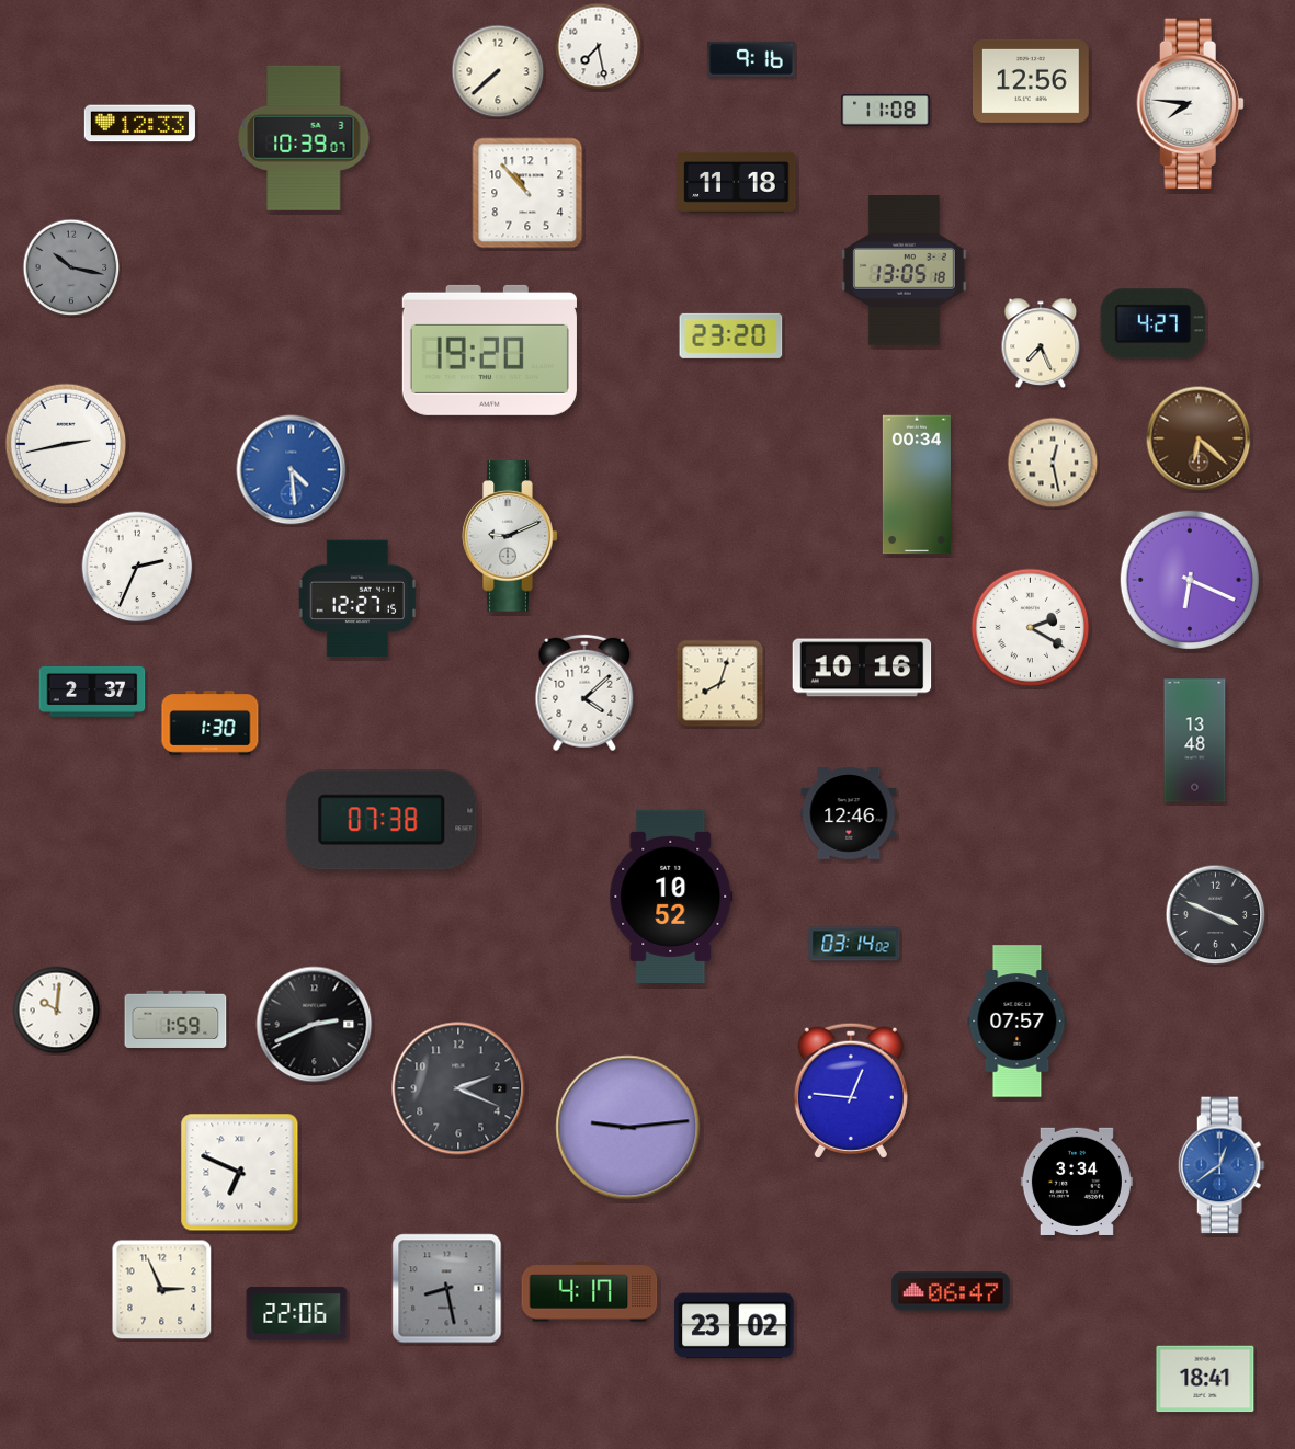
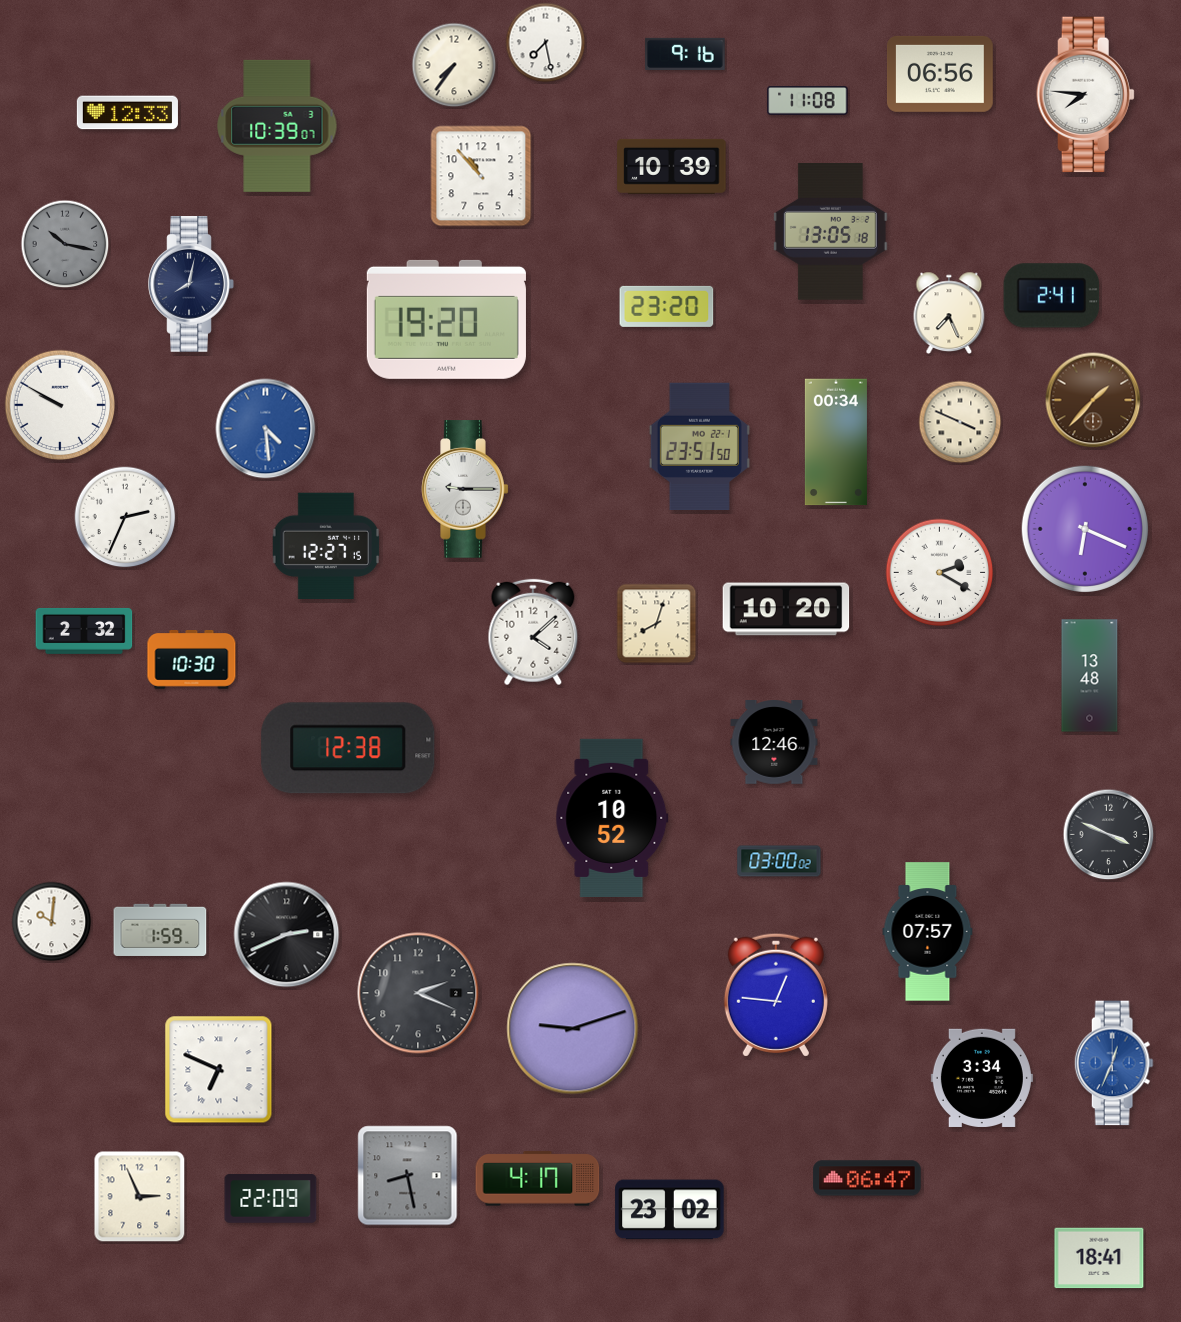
clock at (498, 71): 7:38 -> 7:36
clock at (1032, 81): 12:56 -> 06:56
clock at (737, 182): 11:18 -> 10:39
clock at (904, 271) position: (904, 271) -> (830, 232)
clock at (191, 285): none -> 8:02
clock at (1154, 324): 4:27 -> 2:41
clock at (1199, 438): 6:22 -> 1:37
clock at (66, 444): 2:43 -> 9:50
clock at (1053, 463): 12:28 -> 3:49
clock at (699, 447): none -> 23:51
clock at (510, 536): 9:11 -> 9:15
clock at (862, 668): 10:16 -> 10:20
clock at (92, 692): 2:37 -> 2:32
clock at (211, 723): 1:30 -> 10:30
clock at (382, 820): 07:38 -> 12:38
clock at (854, 944): 03:14 -> 03:00
clock at (628, 1128): 9:14 -> 9:12
clock at (1222, 1165): 12:39 -> 12:34
clock at (162, 1290) position: (162, 1290) -> (140, 1197)
clock at (297, 1314): 22:06 -> 22:09
